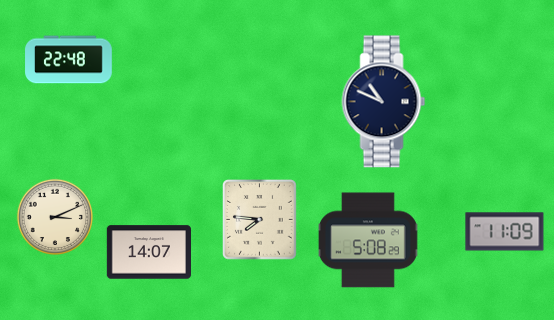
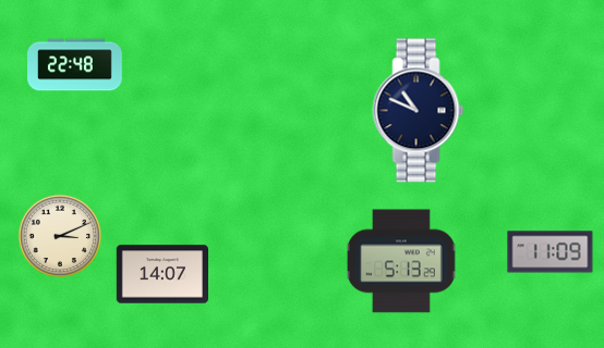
clock at (260, 220): 7:46 -> none
clock at (368, 240): 5:08 -> 5:13
